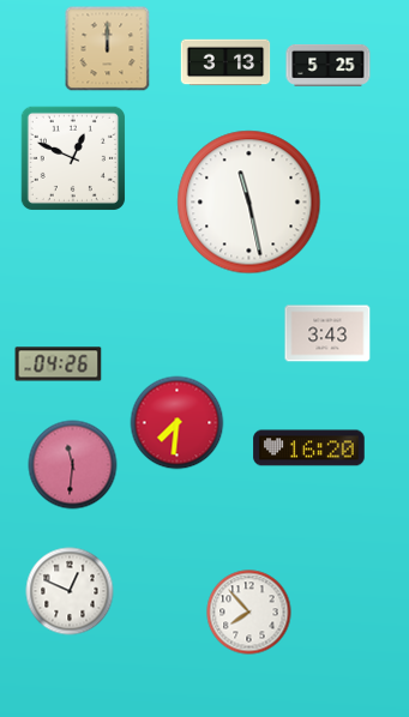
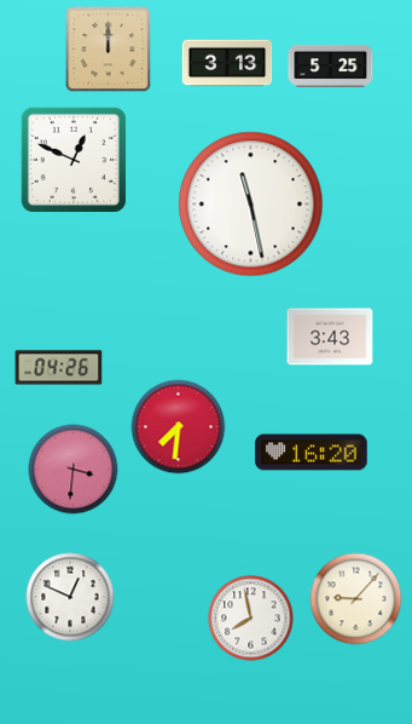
clock at (73, 465): 11:31 -> 3:31
clock at (356, 599): none -> 9:07
clock at (249, 613): 7:53 -> 7:58
